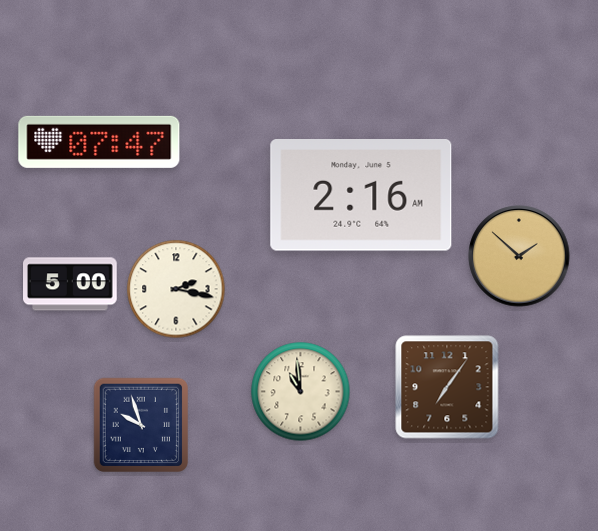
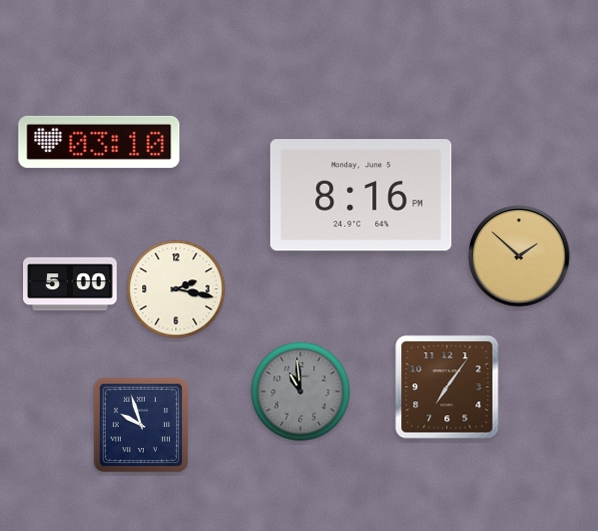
clock at (99, 142): 07:47 -> 03:10
clock at (361, 195): 2:16 -> 8:16
clock at (301, 392) dial: cream -> grey
